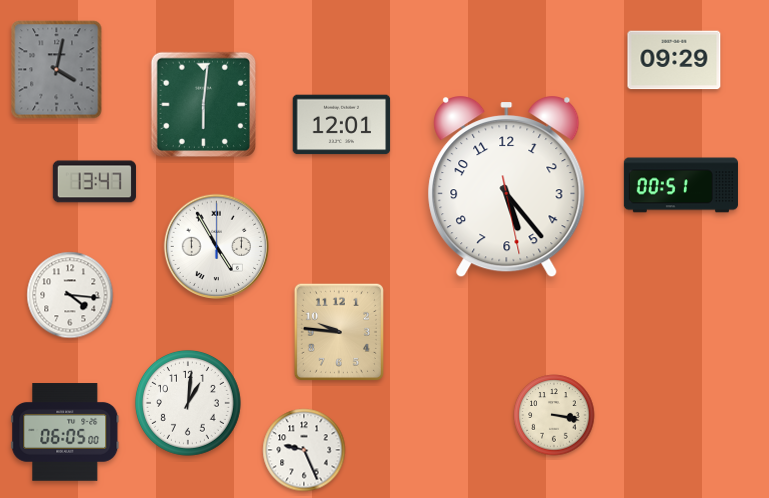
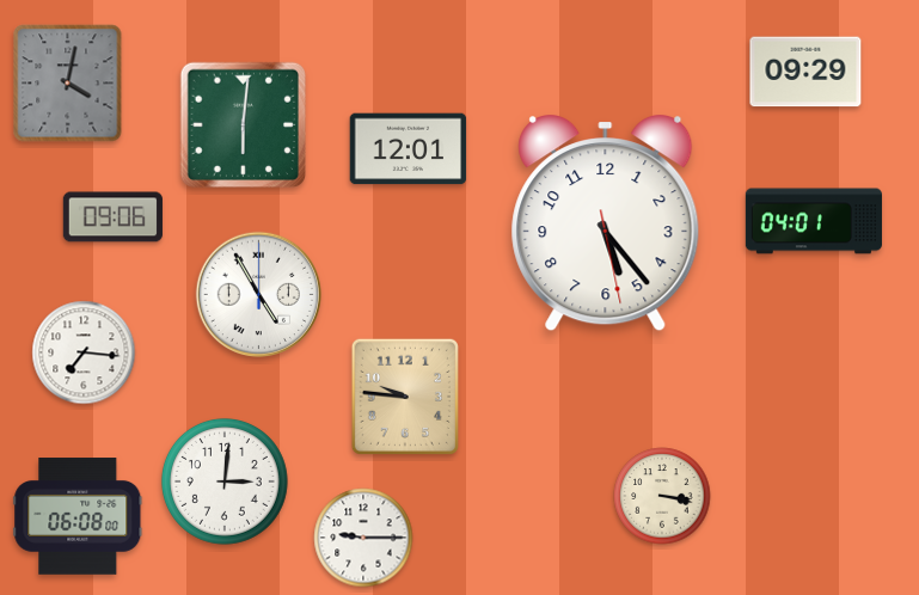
clock at (94, 182): 13:47 -> 09:06
clock at (681, 185): 00:51 -> 04:01
clock at (70, 295): 4:16 -> 7:16
clock at (188, 403): 1:01 -> 3:01
clock at (65, 432): 06:05 -> 06:08
clock at (304, 450): 9:26 -> 9:15
